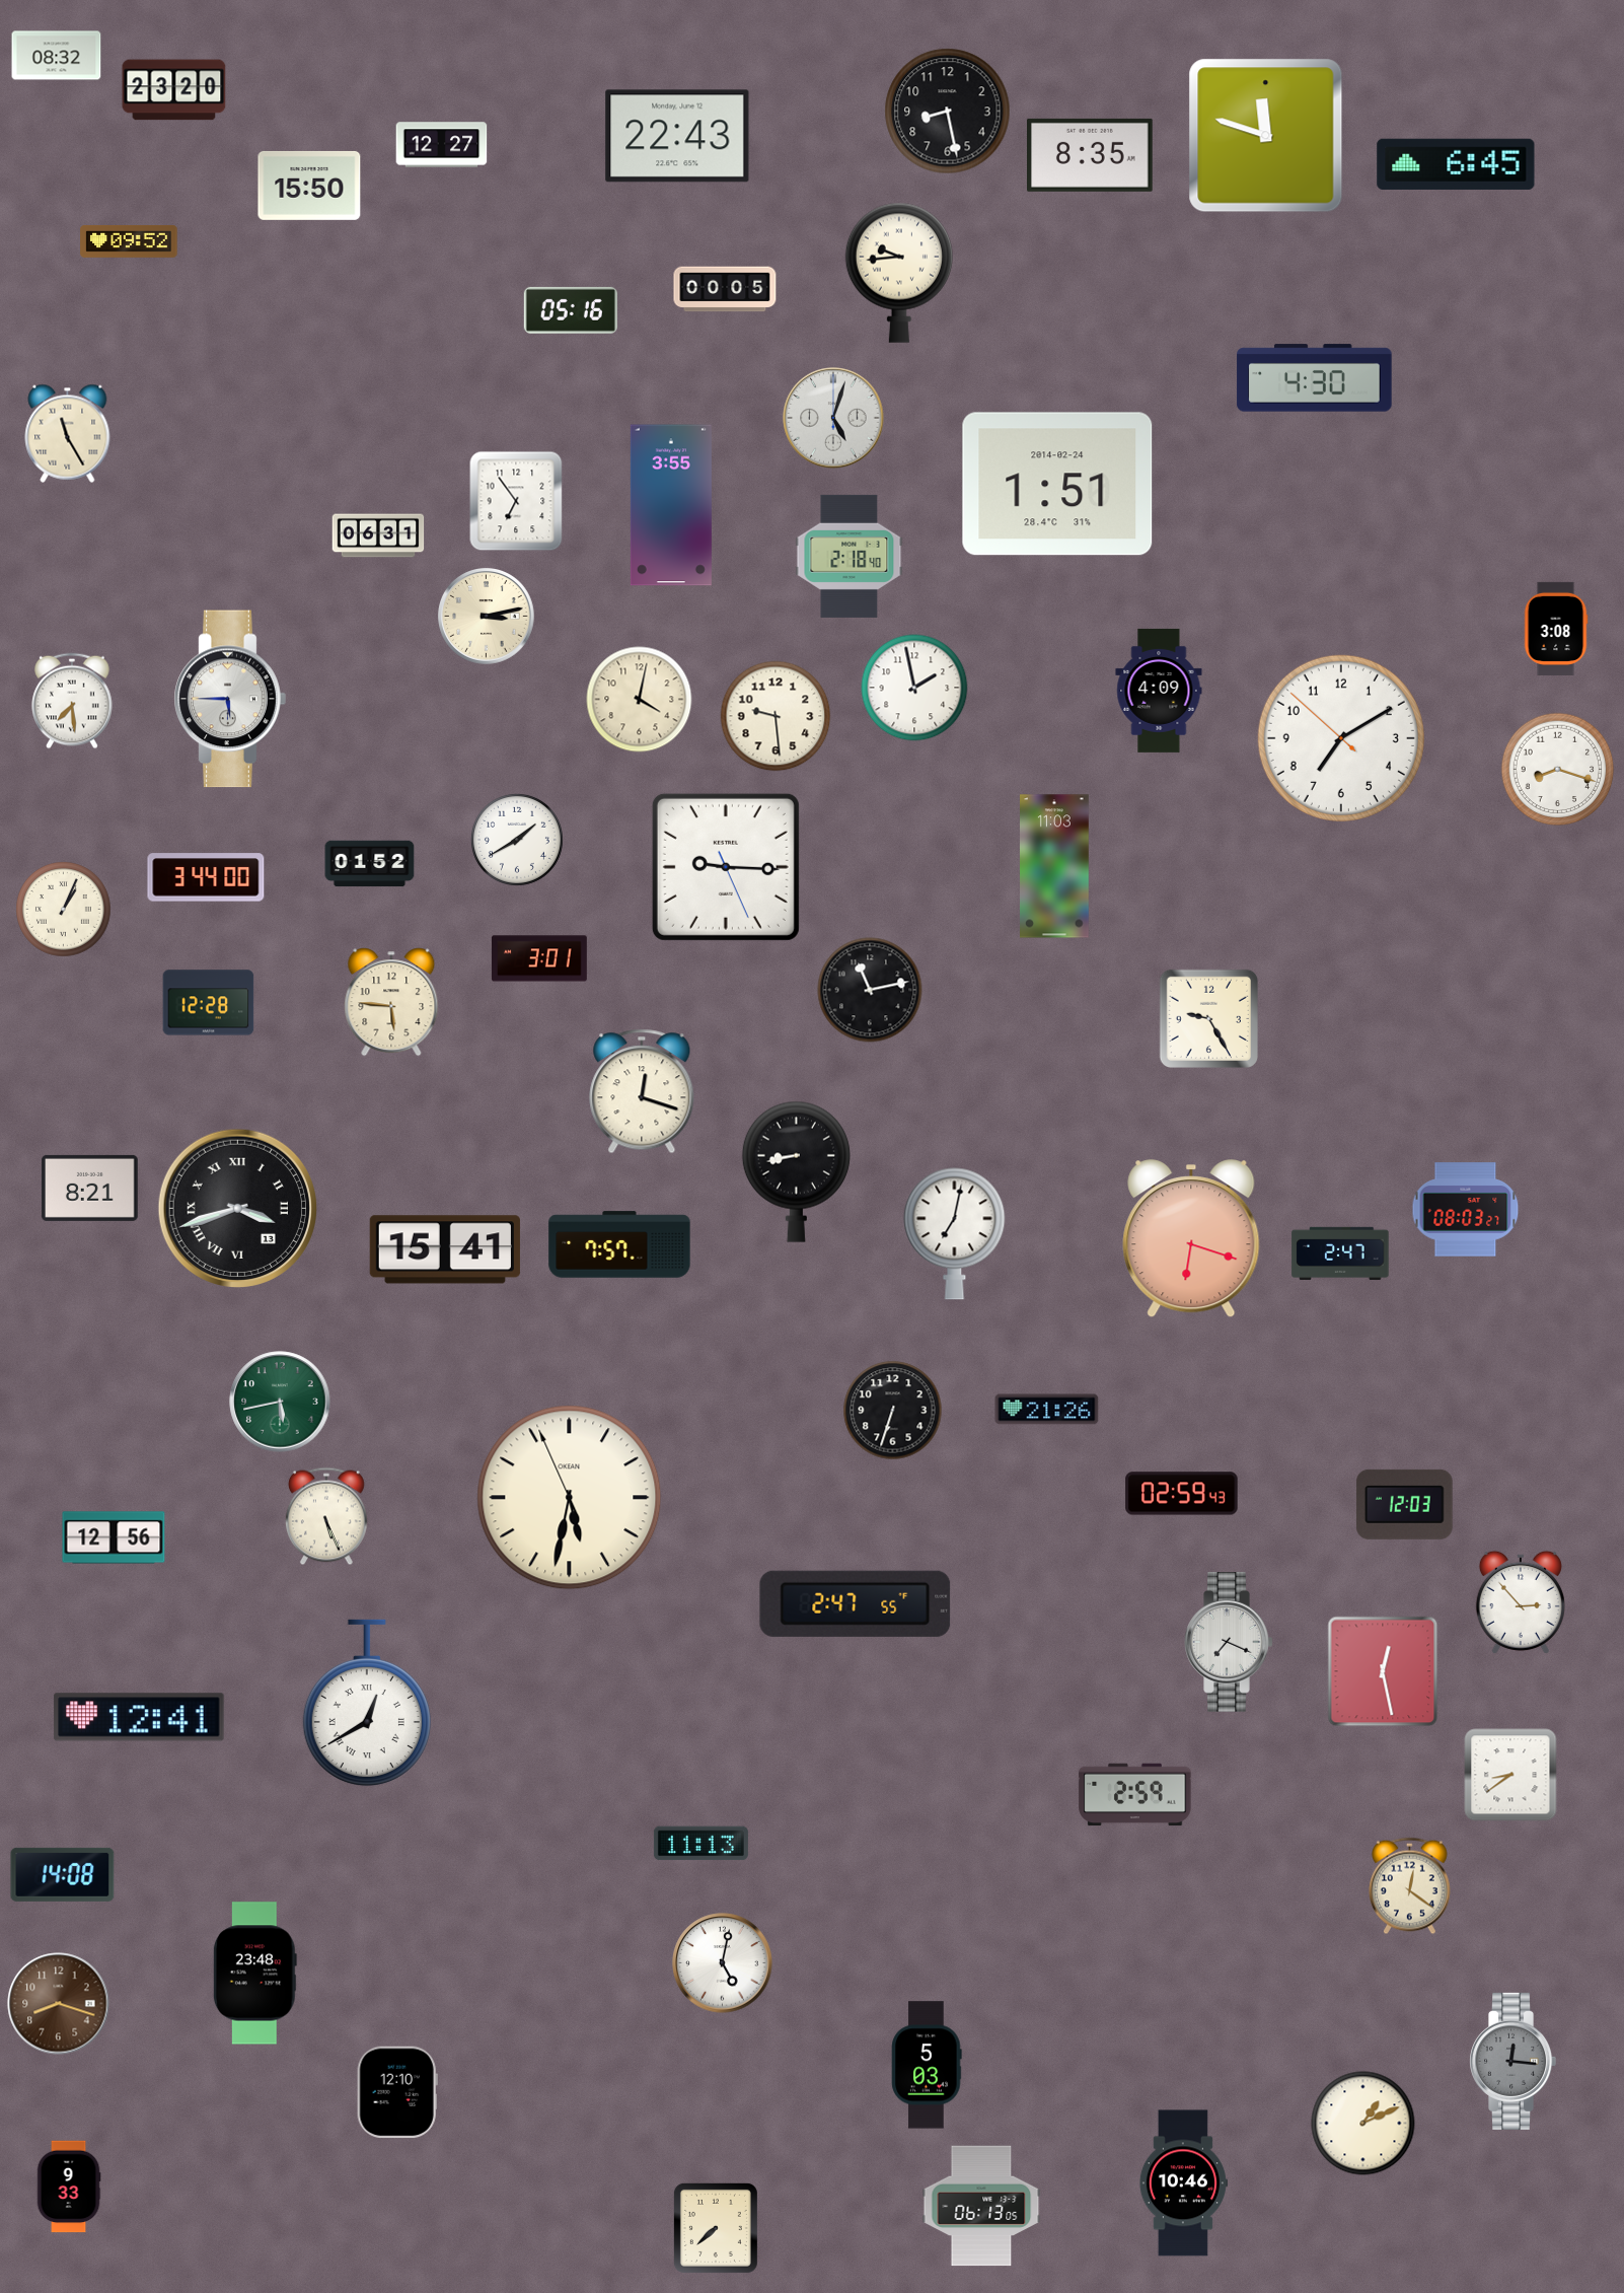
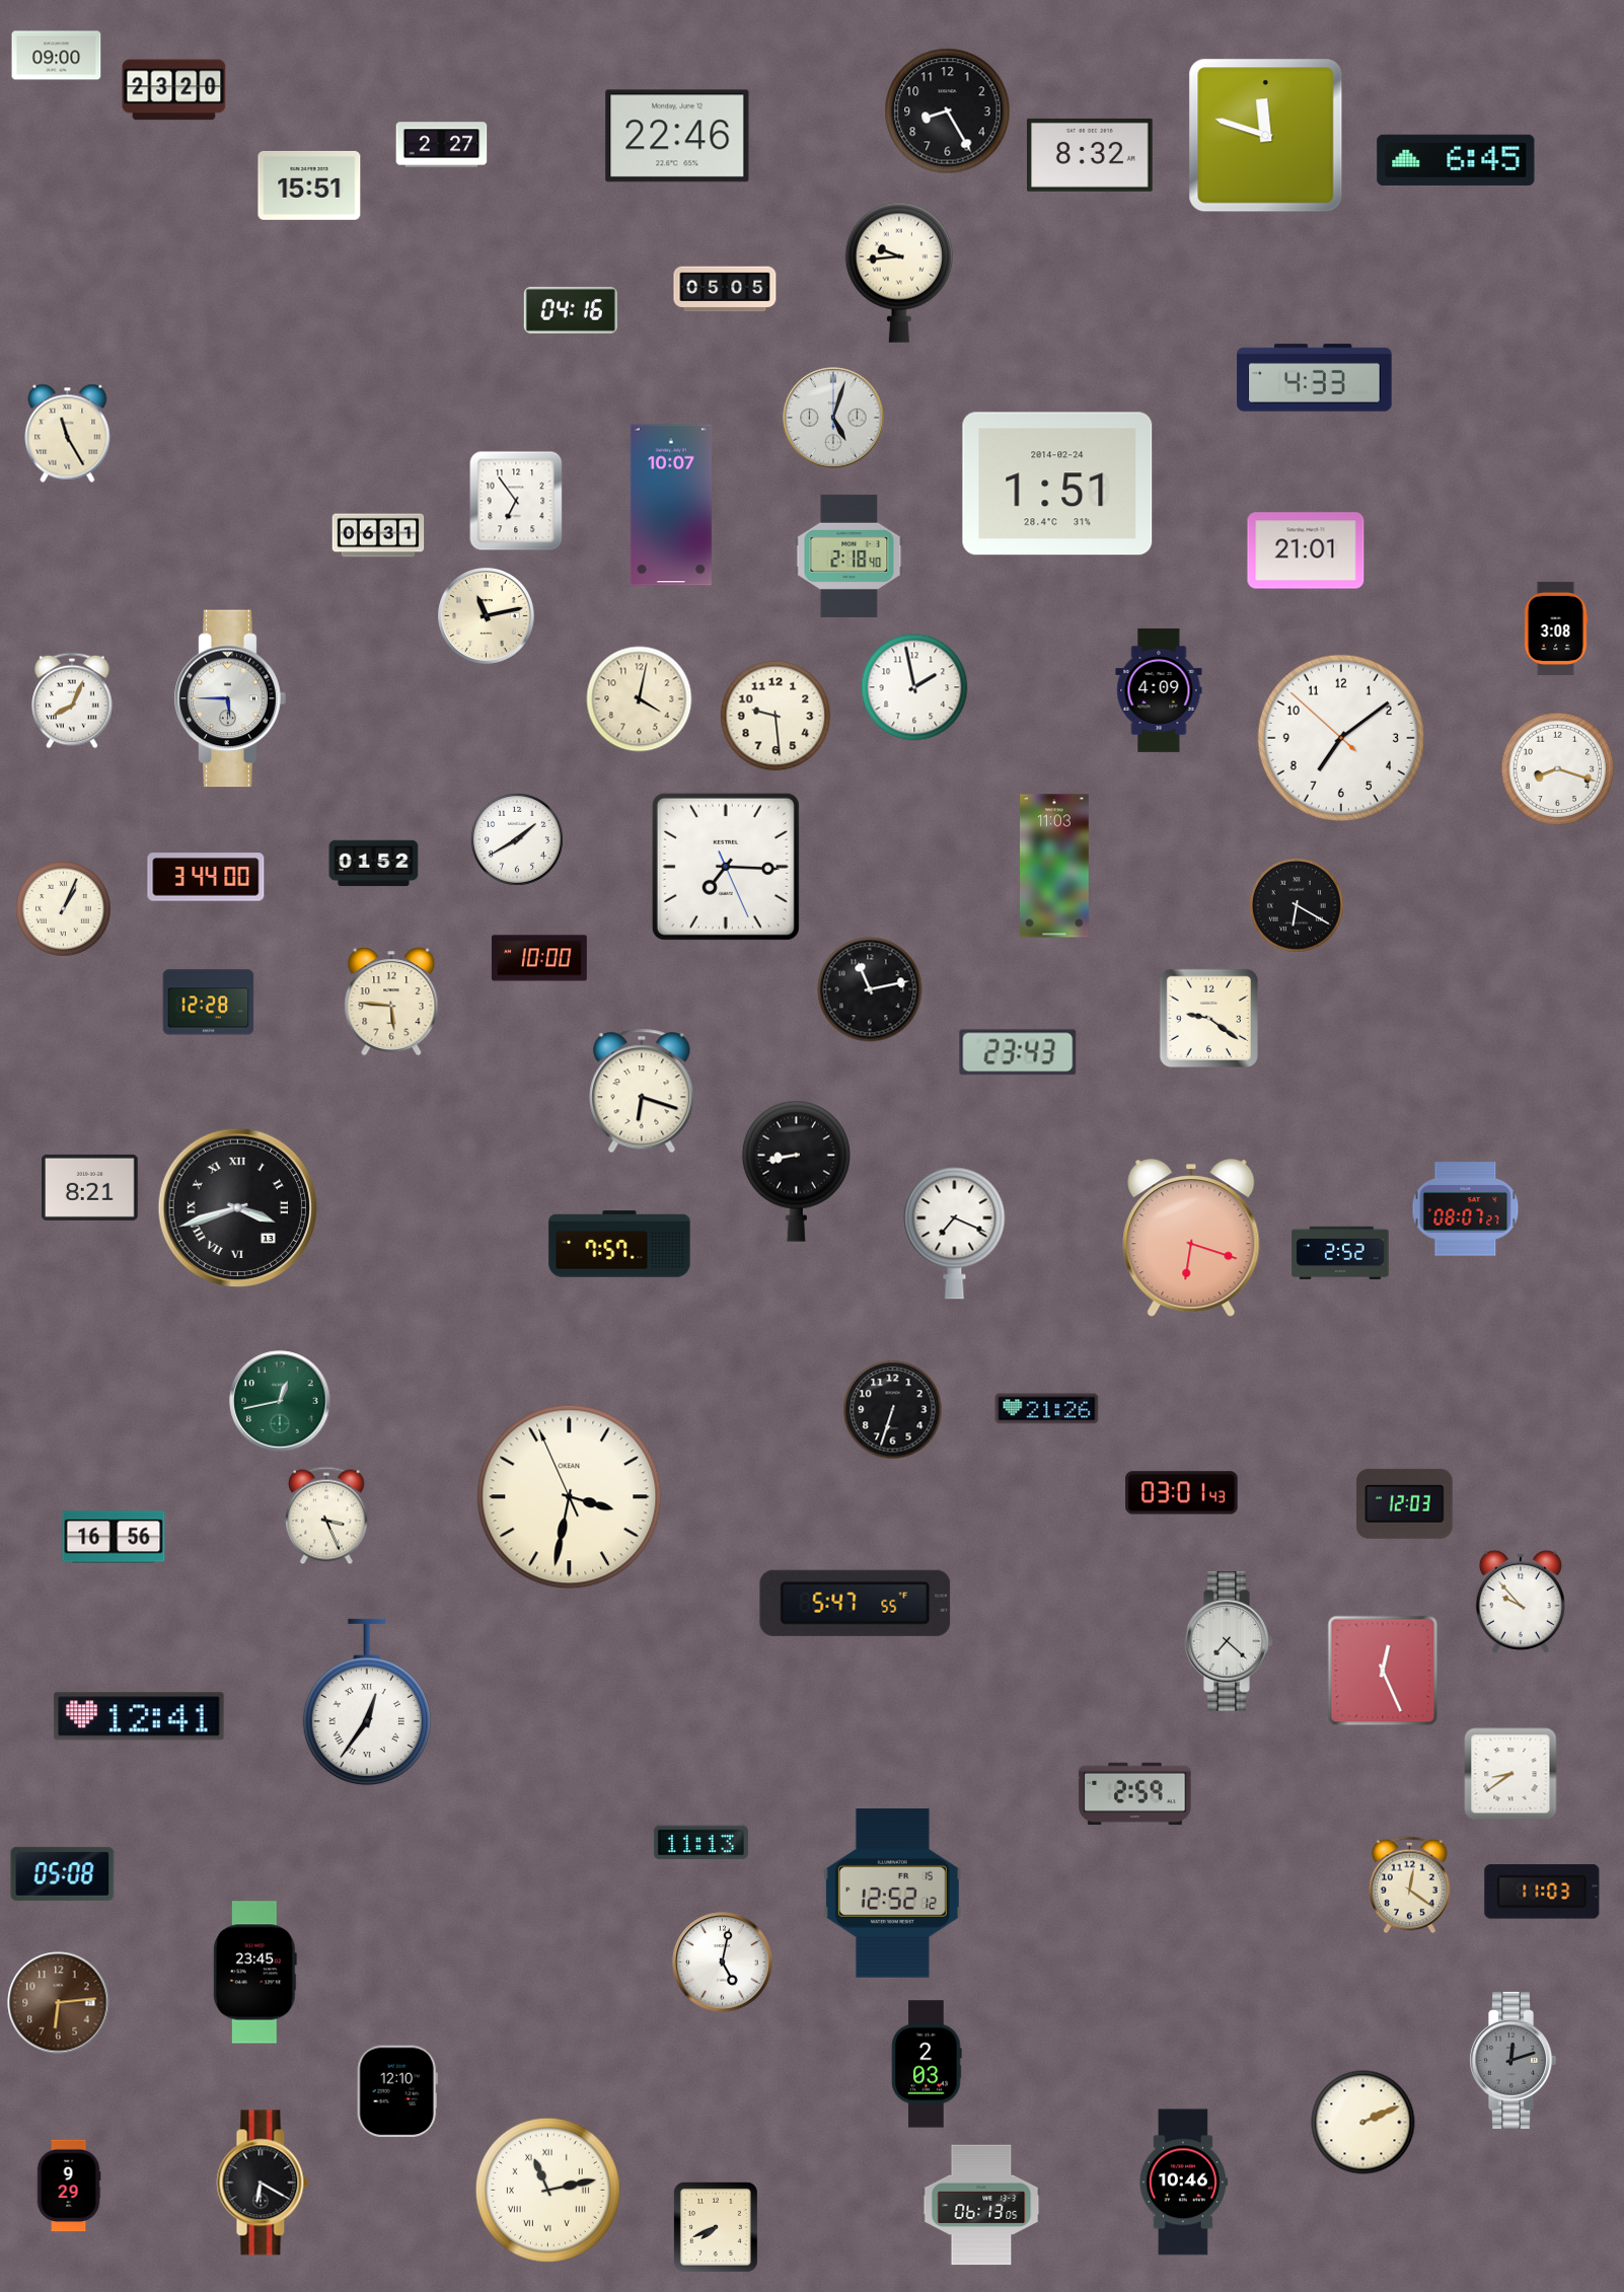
clock at (57, 56): 08:32 -> 09:00
clock at (948, 112): 8:28 -> 8:25
clock at (677, 136): 22:43 -> 22:46
clock at (442, 145): 12:27 -> 2:27
clock at (1091, 155): 8:35 -> 8:32
clock at (1456, 164) position: (1456, 164) -> (1456, 160)
clock at (309, 186): 15:50 -> 15:51
clock at (129, 241): 09:52 -> none
clock at (725, 289): 00:05 -> 05:05
clock at (571, 310): 05:16 -> 04:16
clock at (1315, 378): 4:30 -> 4:33
clock at (671, 505): 3:55 -> 10:07
clock at (1306, 550): none -> 21:01
clock at (487, 617): 3:13 -> 11:13
clock at (72, 701): 7:29 -> 8:04
clock at (1341, 738): 7:09 -> 7:08
clock at (370, 864) position: (370, 864) -> (374, 864)
clock at (726, 867): 9:15 -> 7:15
clock at (1298, 906): none -> 6:20
clock at (539, 958): 3:01 -> 10:00
clock at (1208, 1018): 9:25 -> 9:21
clock at (1018, 1052): none -> 23:43
clock at (642, 1091): 12:18 -> 6:18
clock at (1466, 1210): 08:03 -> 08:07
clock at (955, 1234): 7:02 -> 7:19
clock at (445, 1249): 15:41 -> none
clock at (1340, 1253): 2:47 -> 2:52
clock at (280, 1402): 5:43 -> 12:43
clock at (1182, 1494): 02:59 -> 03:01
clock at (570, 1498): 5:31 -> 3:31
clock at (326, 1516): 5:26 -> 3:26
clock at (114, 1537): 12:56 -> 16:56
clock at (1521, 1602): 2:53 -> 9:53
clock at (856, 1603): 2:47 -> 5:47
clock at (1229, 1642): 7:19 -> 7:22
clock at (1383, 1671): 12:28 -> 12:26
clock at (367, 1703): 12:40 -> 12:36
clock at (63, 1874): 14:08 -> 05:08
clock at (1542, 1892): none -> 11:03
clock at (892, 1894): none -> 12:52
clock at (254, 1974): 23:48 -> 23:45
clock at (59, 2004): 8:18 -> 6:14
clock at (1514, 2061): 12:16 -> 12:12
clock at (927, 2065): 5:03 -> 2:03
clock at (1363, 2124): 1:11 -> 2:11
clock at (263, 2183): none -> 6:20
clock at (69, 2187): 9:33 -> 9:29
clock at (547, 2190): none -> 11:13
clock at (716, 2228): 7:38 -> 7:41
